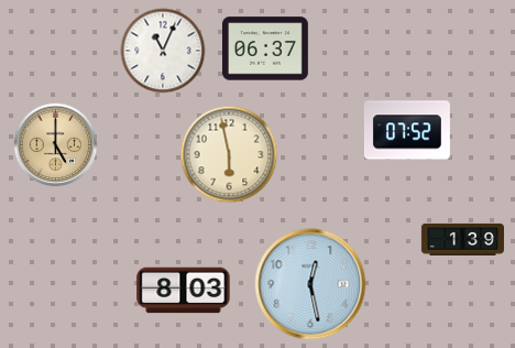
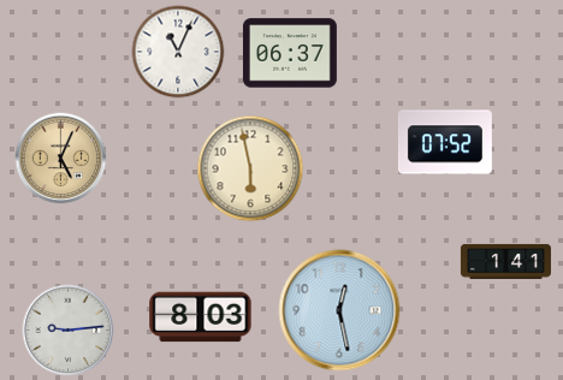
clock at (163, 51) position: (163, 51) -> (178, 52)
clock at (56, 145): 5:00 -> 5:04
clock at (462, 239): 1:39 -> 1:41
clock at (69, 331): none -> 9:14
